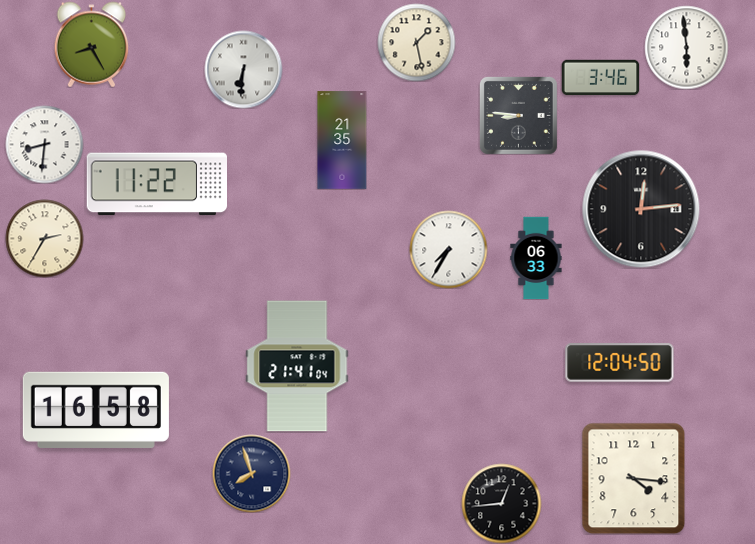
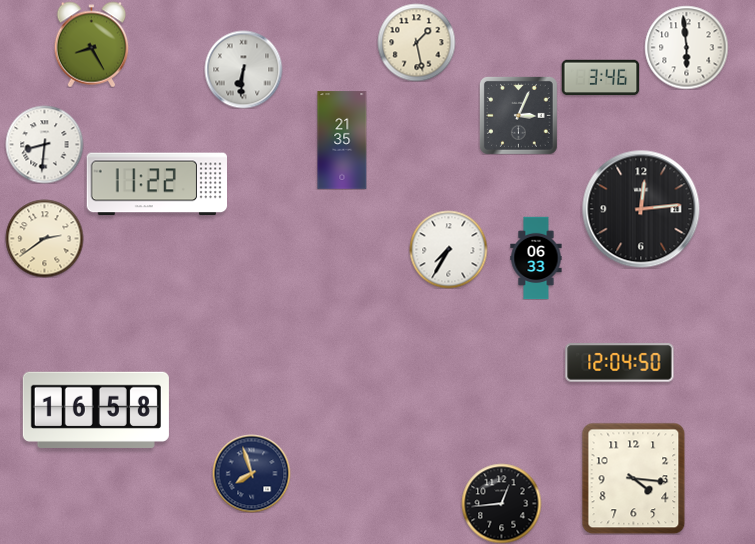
clock at (518, 115): 8:46 -> 3:04
clock at (44, 238): 2:35 -> 2:39
clock at (297, 366): 21:41 -> none
